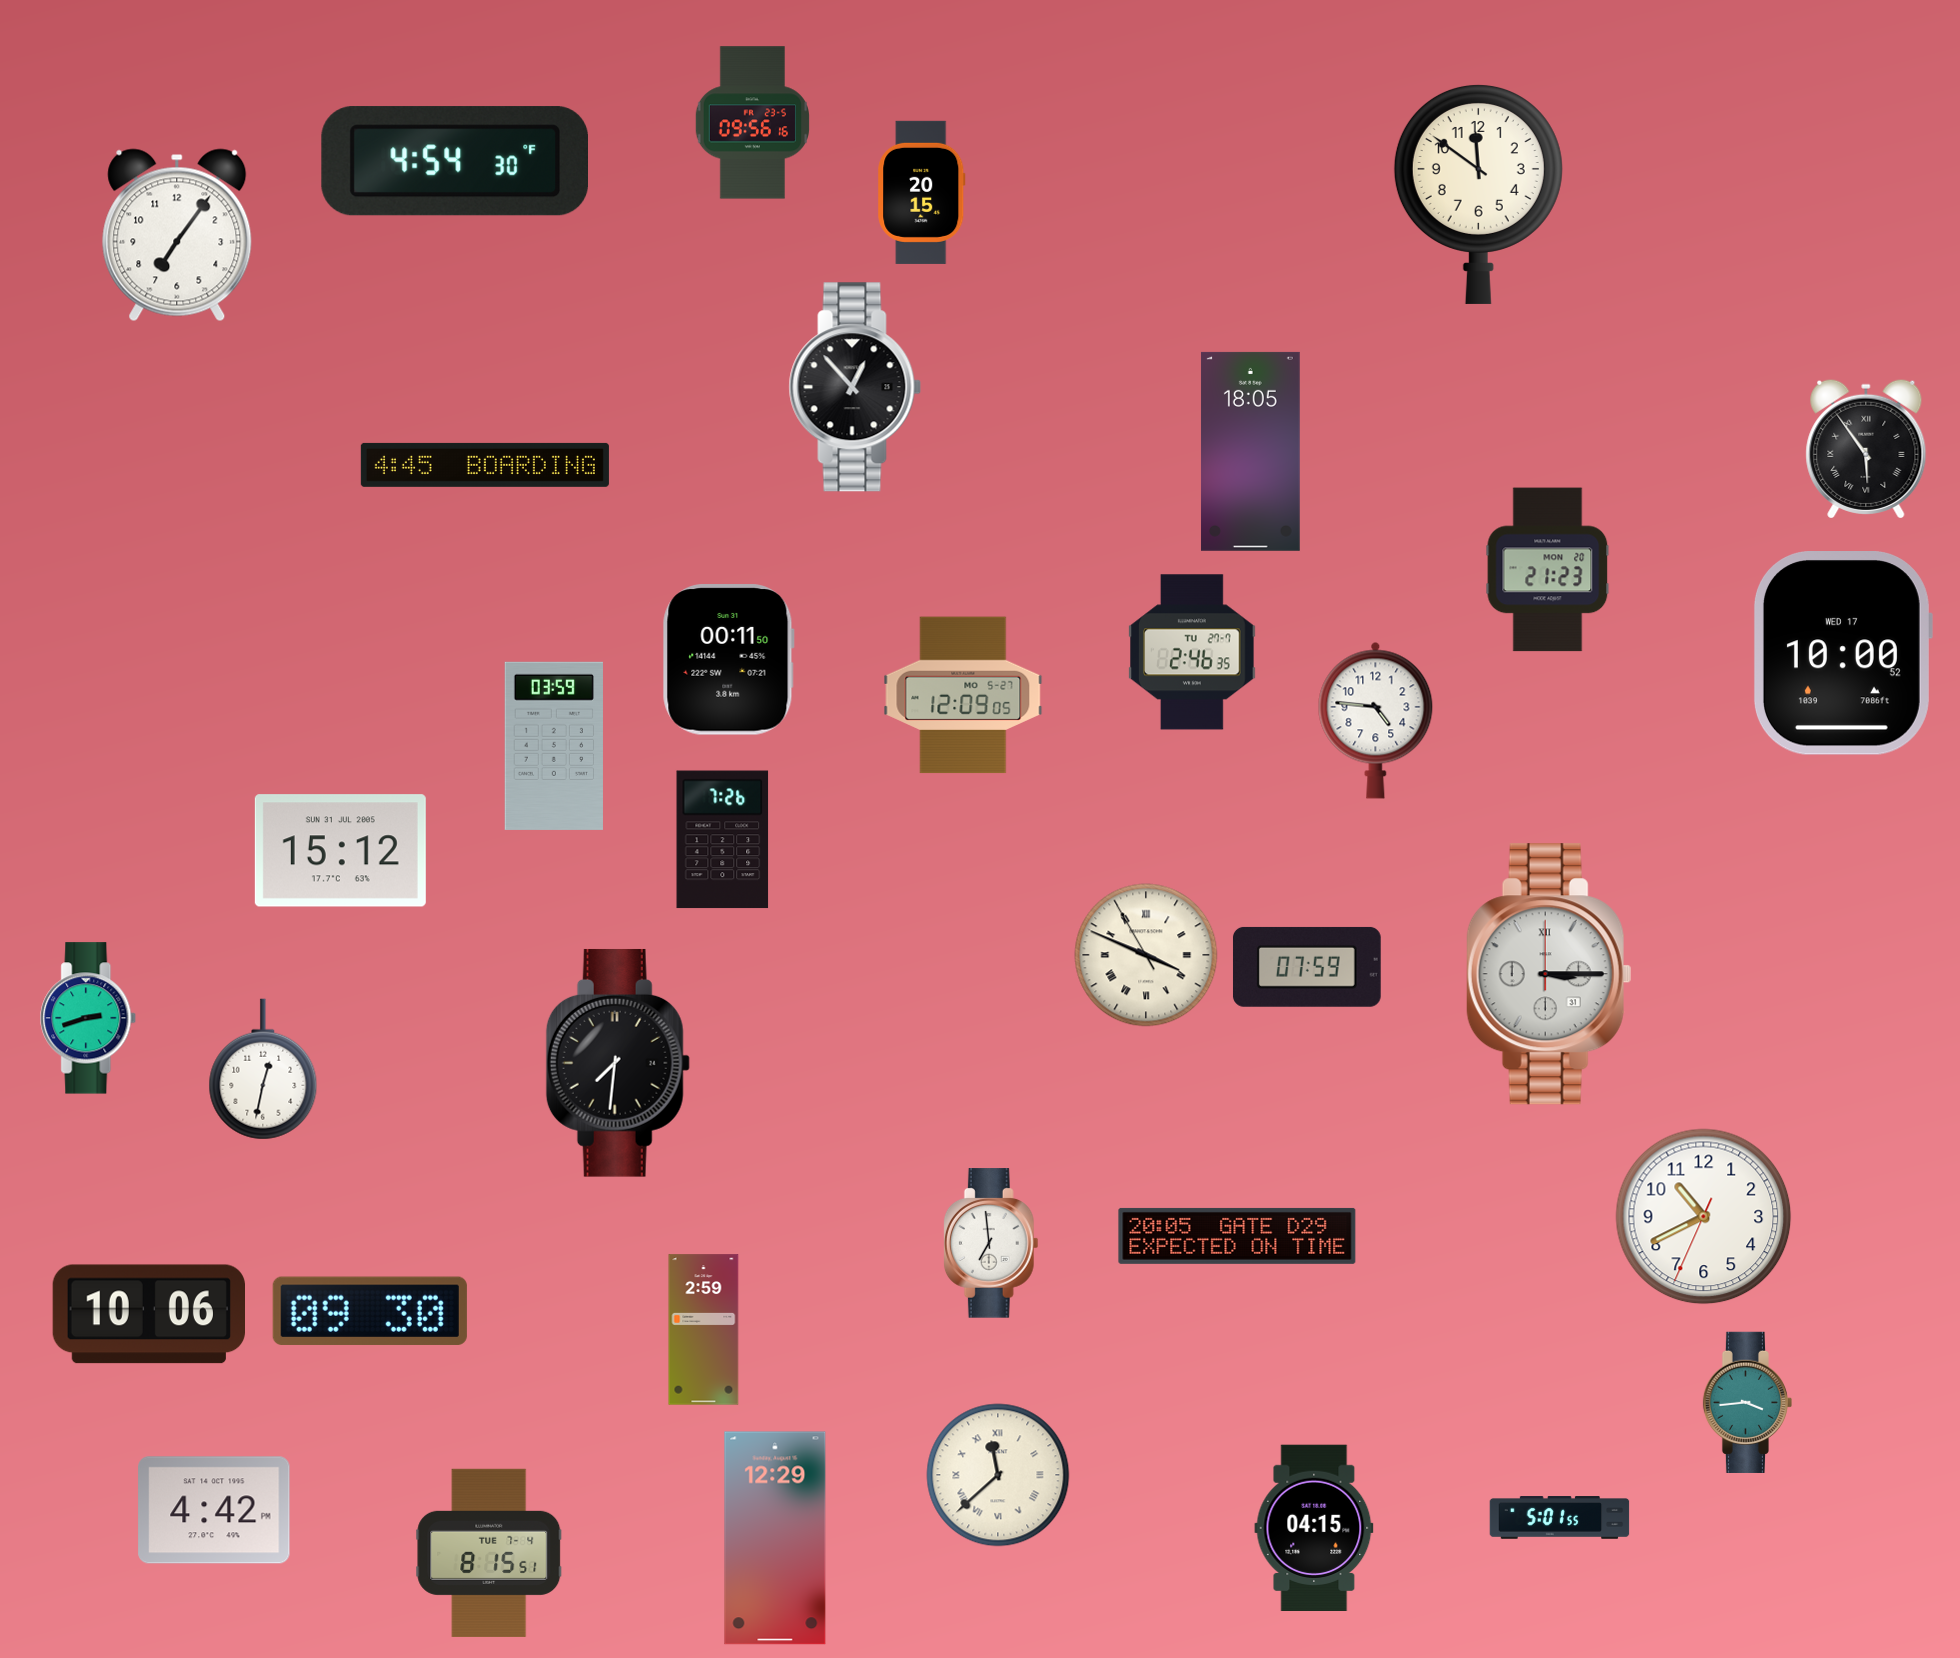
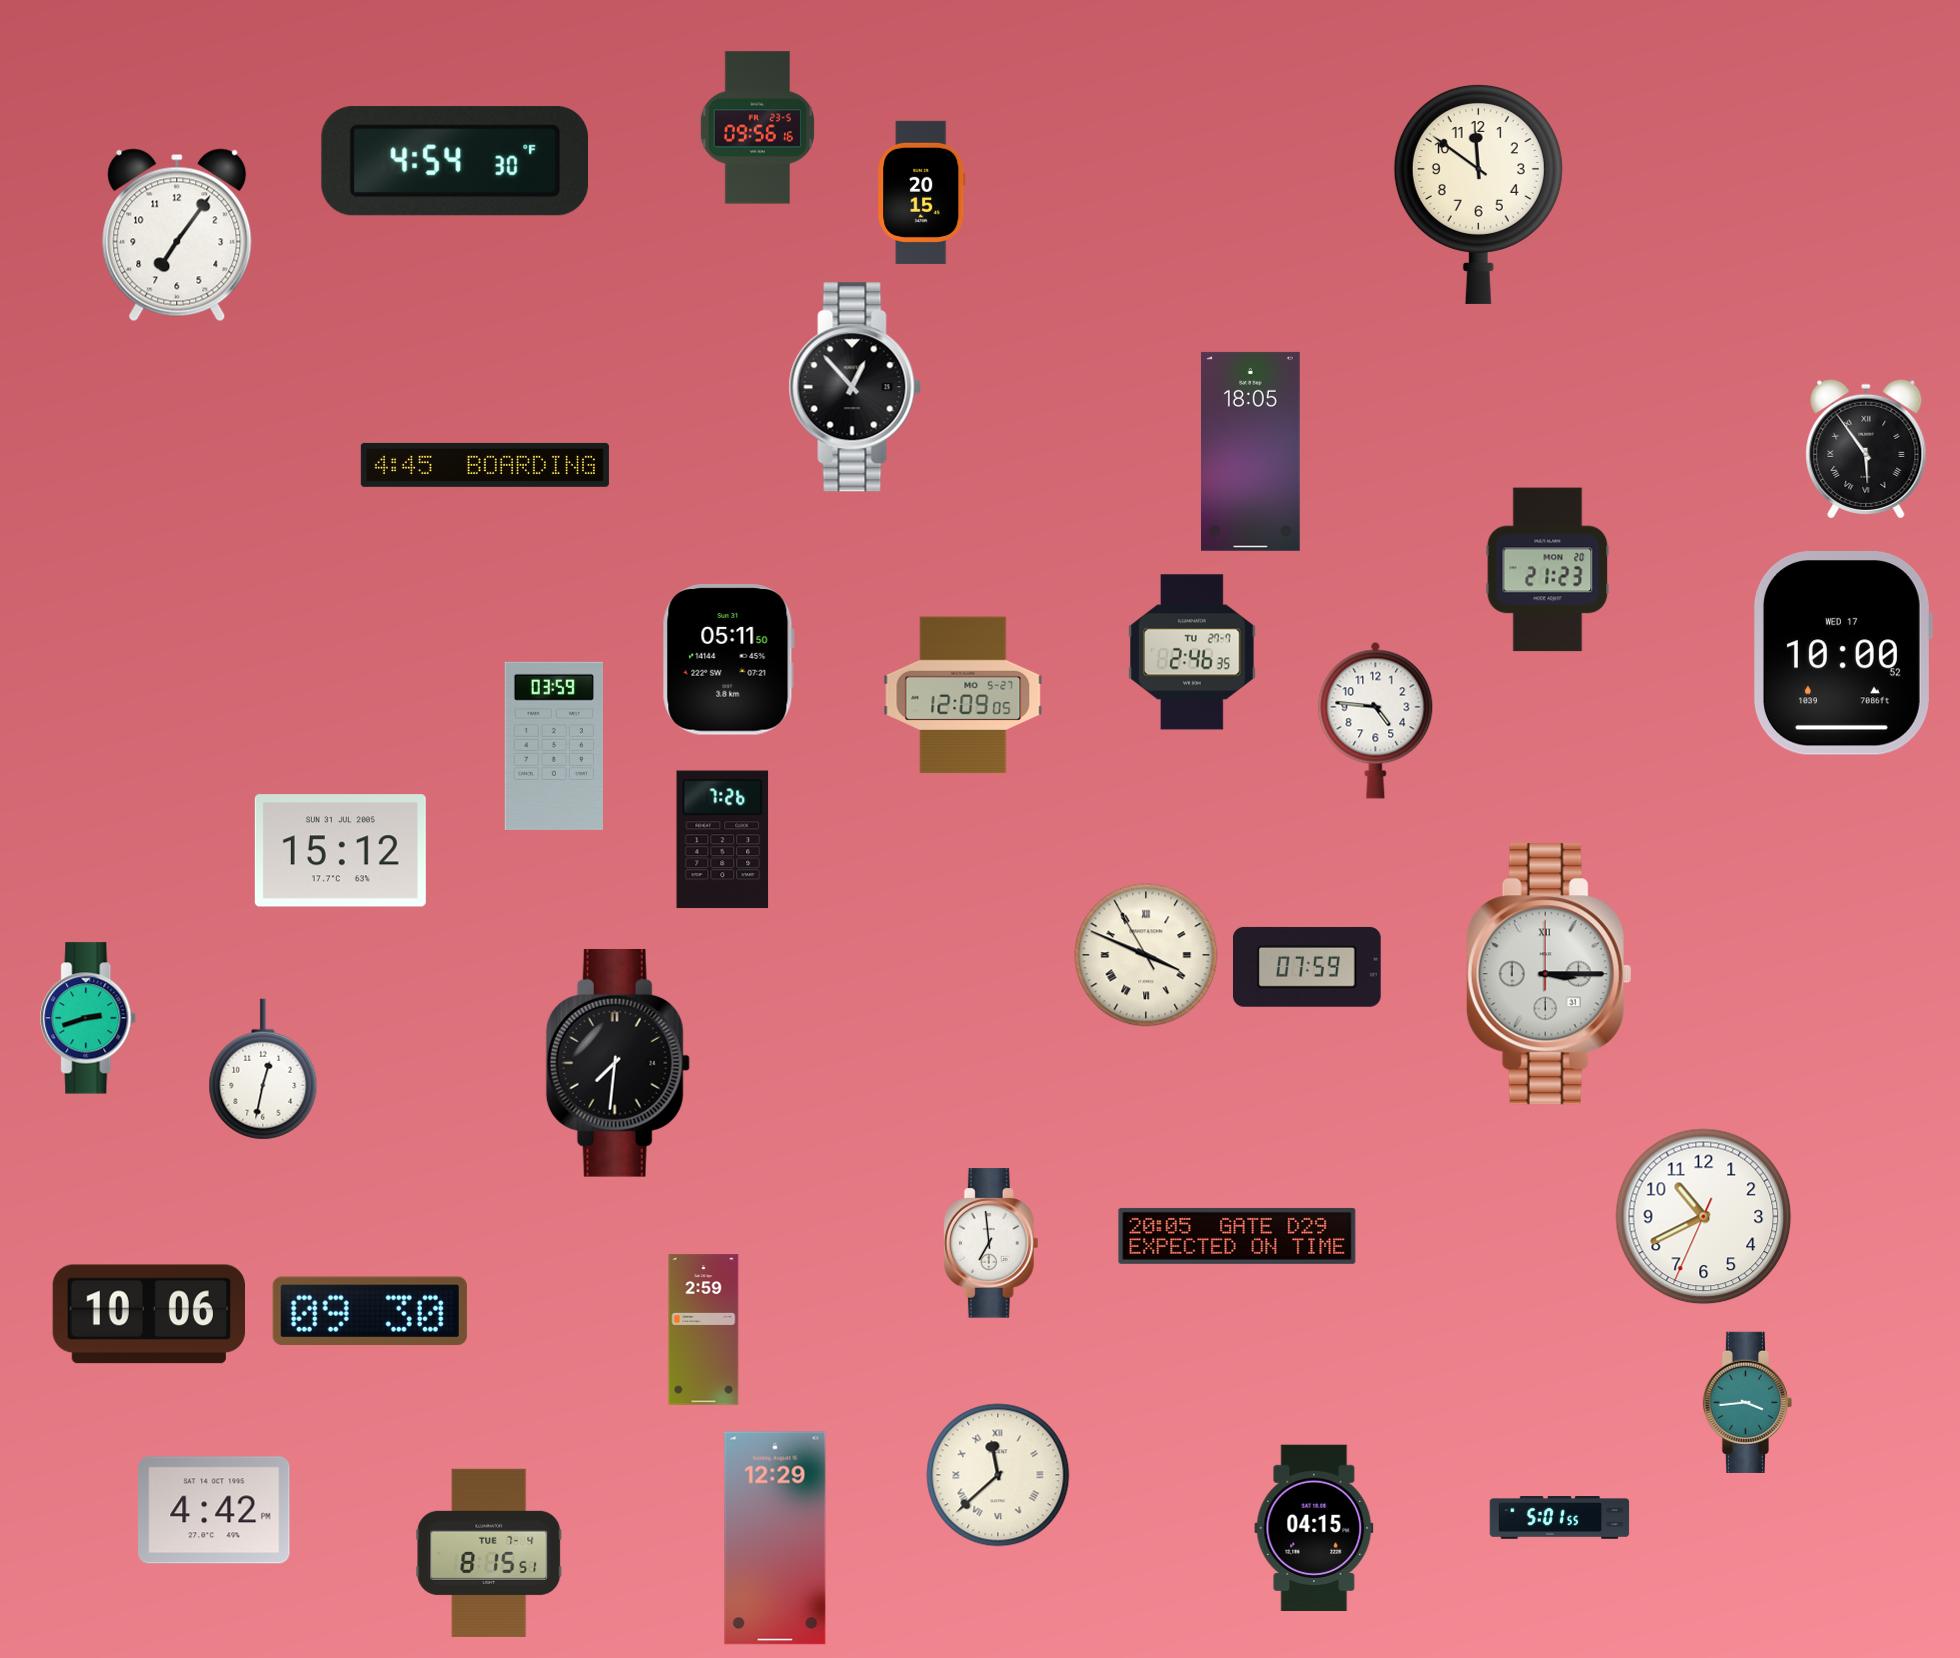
clock at (752, 123) position: (752, 123) -> (757, 128)
clock at (728, 660): 00:11 -> 05:11
